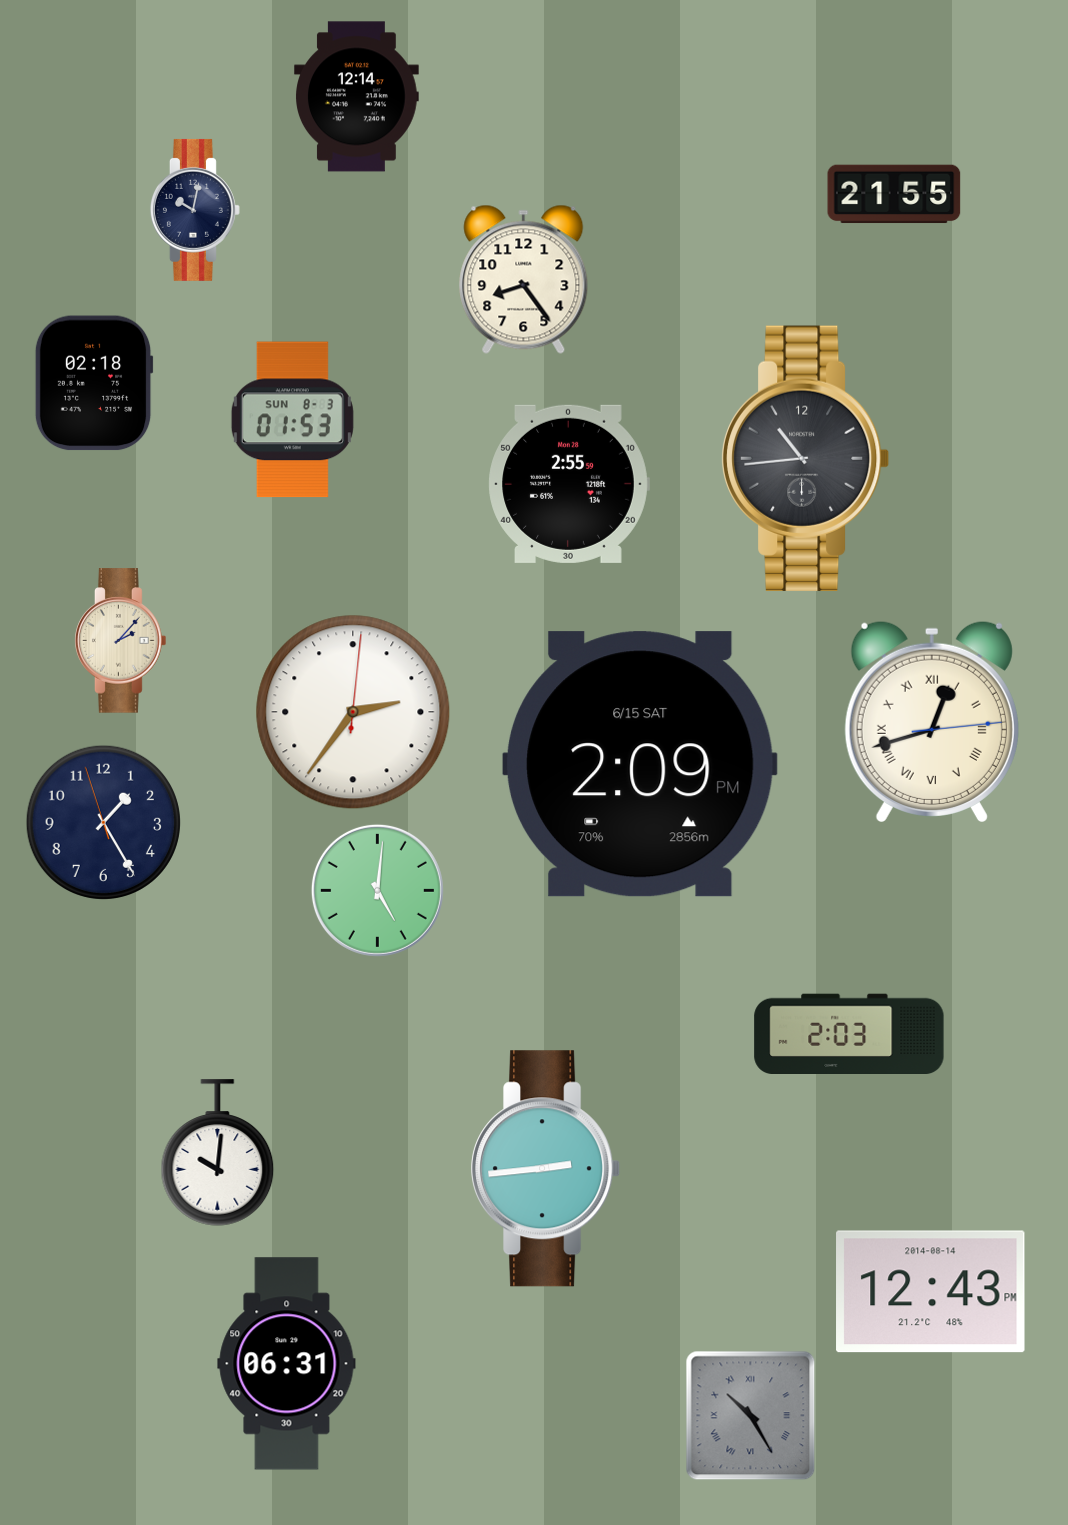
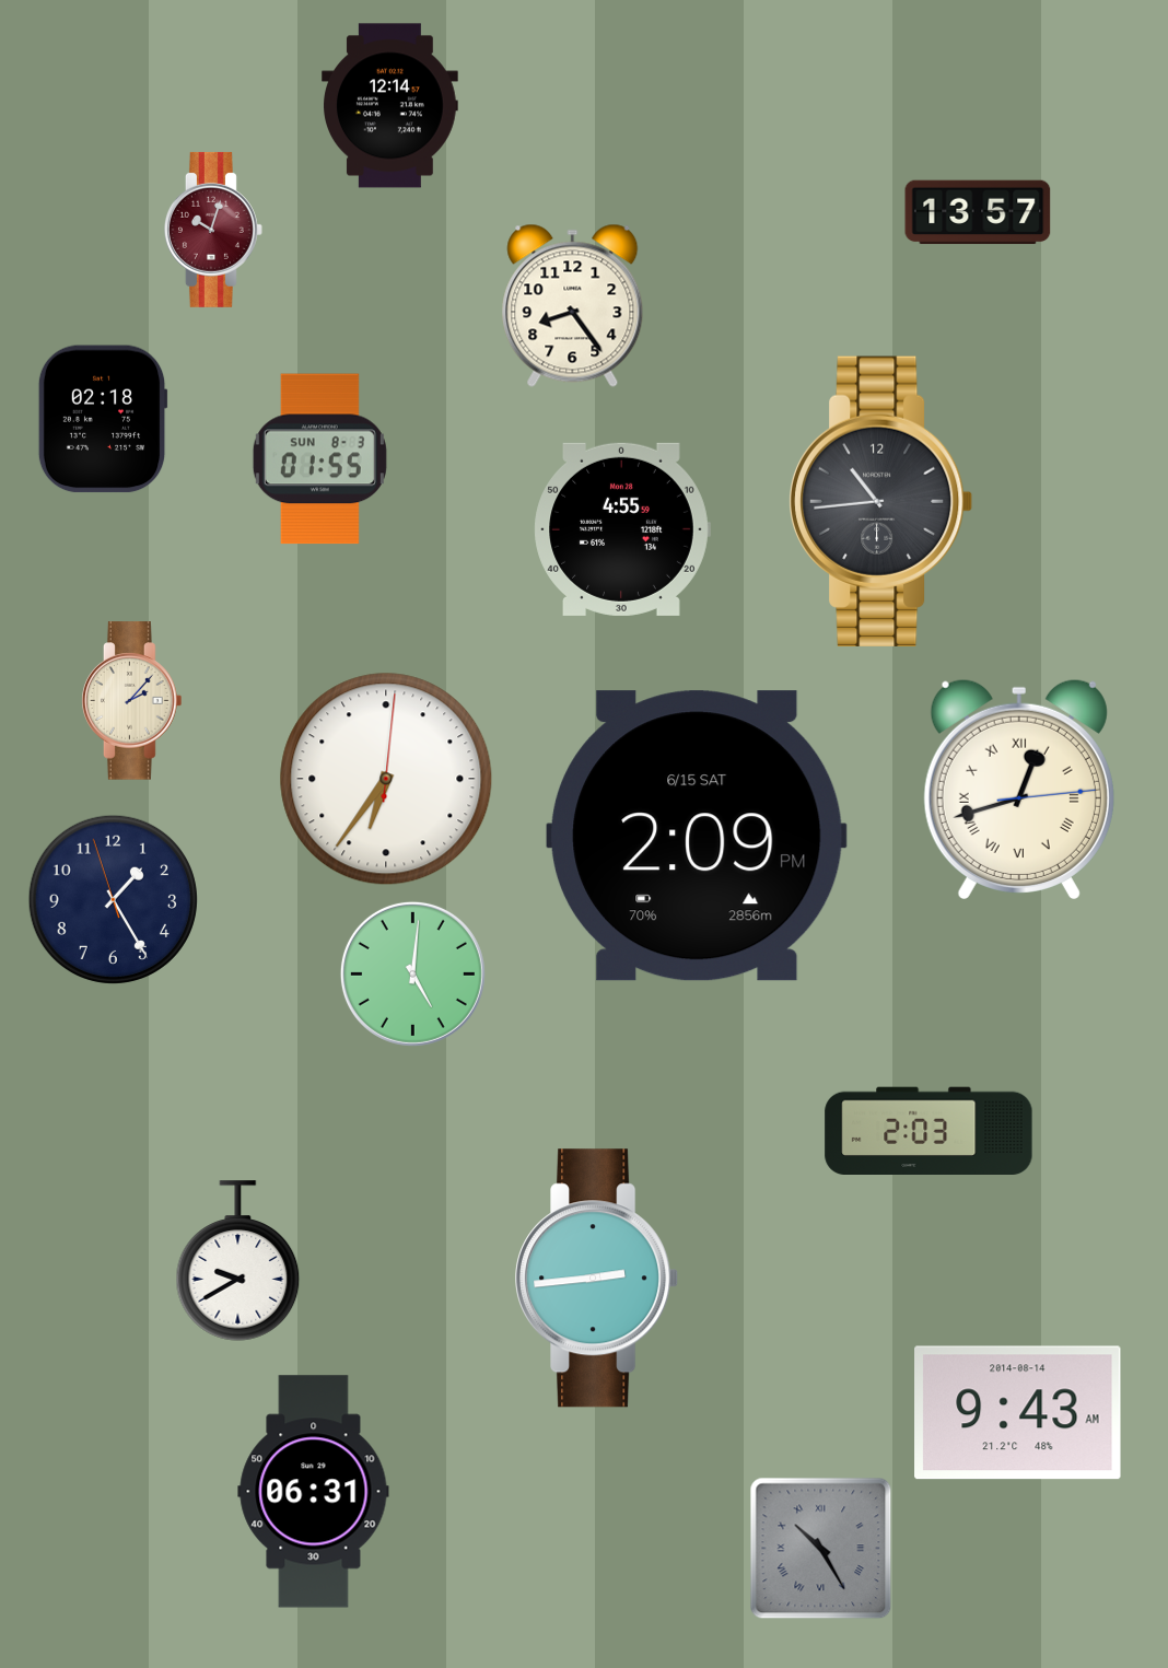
clock at (894, 194): 21:55 -> 13:57
clock at (195, 210): 10:02 -> 10:03
clock at (195, 210) dial: navy -> burgundy
clock at (292, 420): 01:53 -> 01:55
clock at (569, 484): 2:55 -> 4:55
clock at (353, 712): 2:36 -> 6:36
clock at (640, 764) position: (640, 764) -> (697, 836)
clock at (218, 1153): 10:01 -> 9:40
clock at (931, 1292): 12:43 -> 9:43
